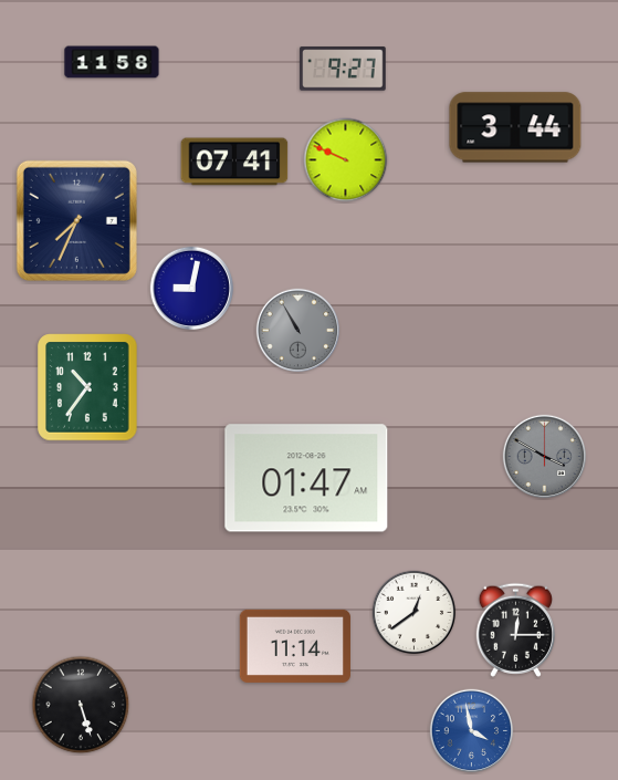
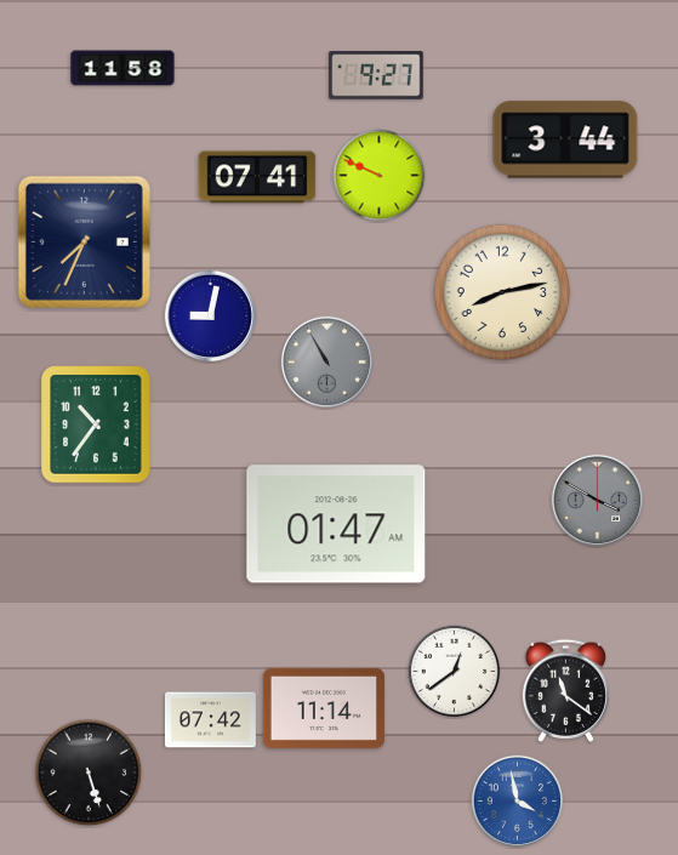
clock at (502, 292): none -> 8:13
clock at (515, 630): 12:15 -> 11:21
clock at (210, 720): none -> 07:42
